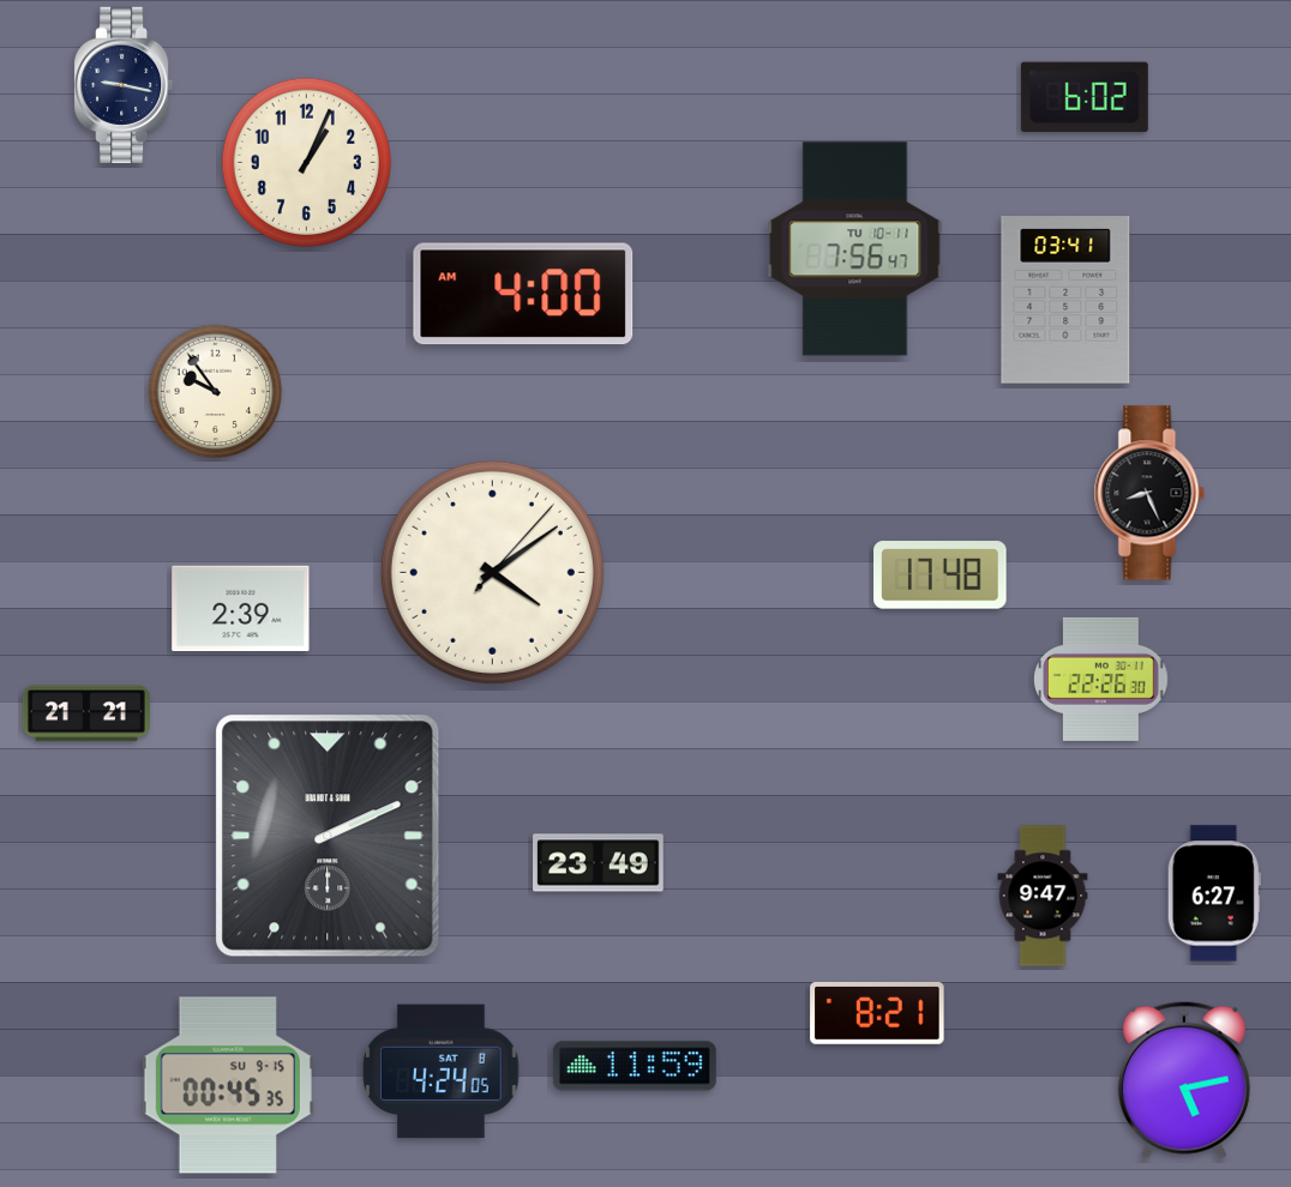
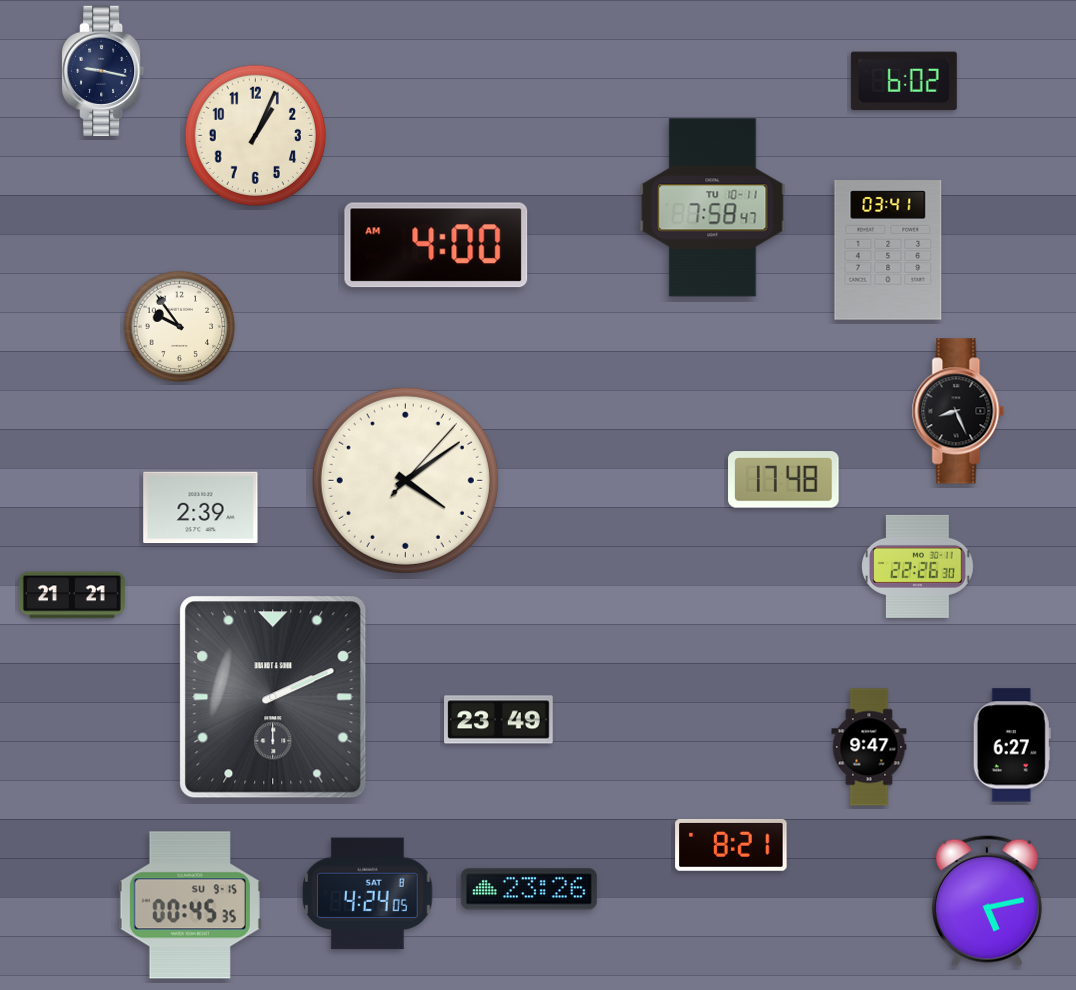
clock at (855, 249): 7:56 -> 7:58
clock at (492, 572) position: (492, 572) -> (405, 480)
clock at (635, 1066): 11:59 -> 23:26
